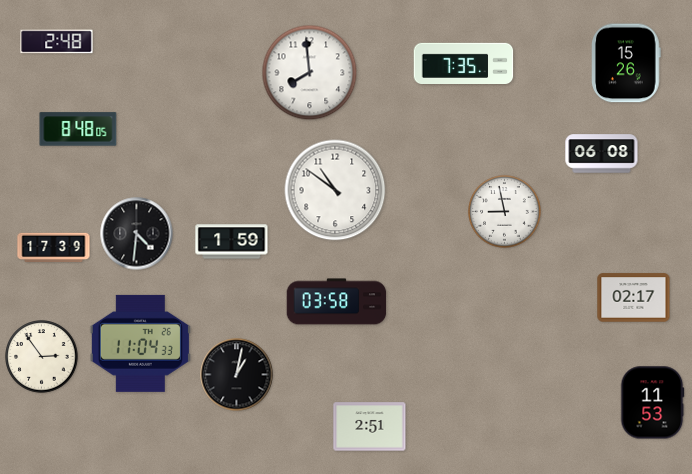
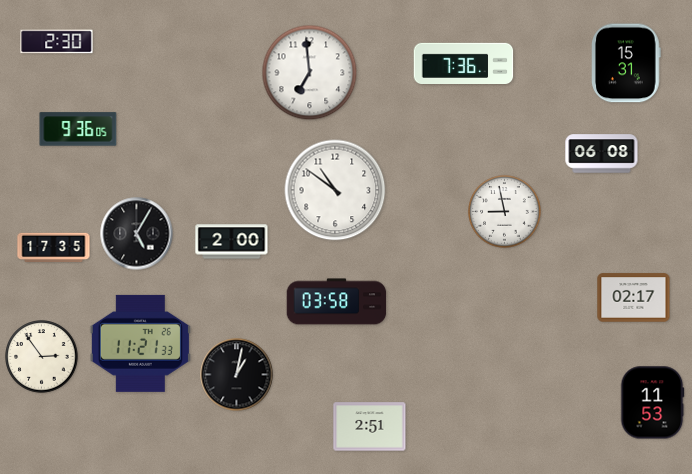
clock at (57, 42): 2:48 -> 2:30
clock at (464, 63): 7:35 -> 7:36
clock at (627, 63): 15:26 -> 15:31
clock at (310, 73): 7:59 -> 6:59
clock at (78, 129): 8:48 -> 9:36
clock at (137, 234): 4:31 -> 5:05
clock at (232, 242): 1:59 -> 2:00
clock at (54, 248): 17:39 -> 17:35
clock at (140, 343): 11:04 -> 11:21
